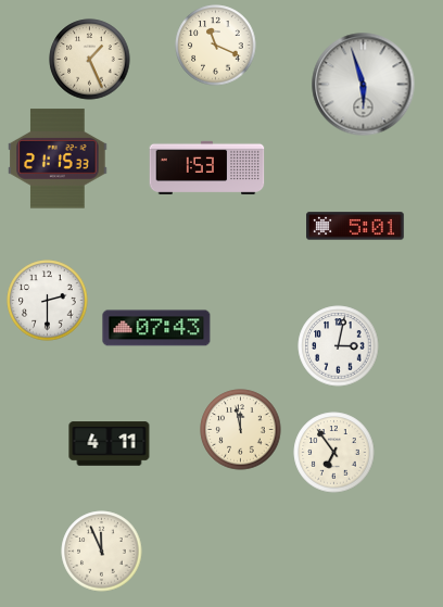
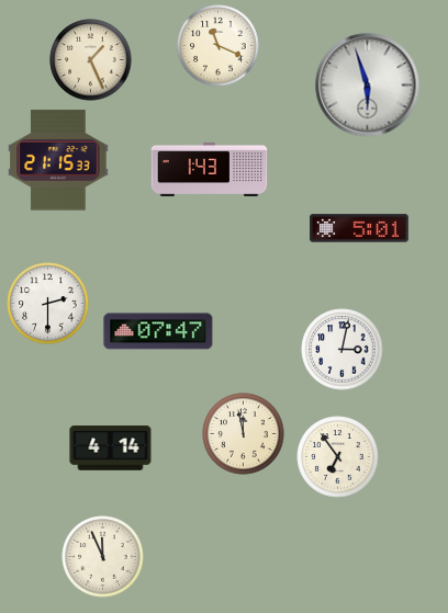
clock at (207, 167): 1:53 -> 1:43
clock at (156, 328): 07:43 -> 07:47
clock at (110, 444): 4:11 -> 4:14
